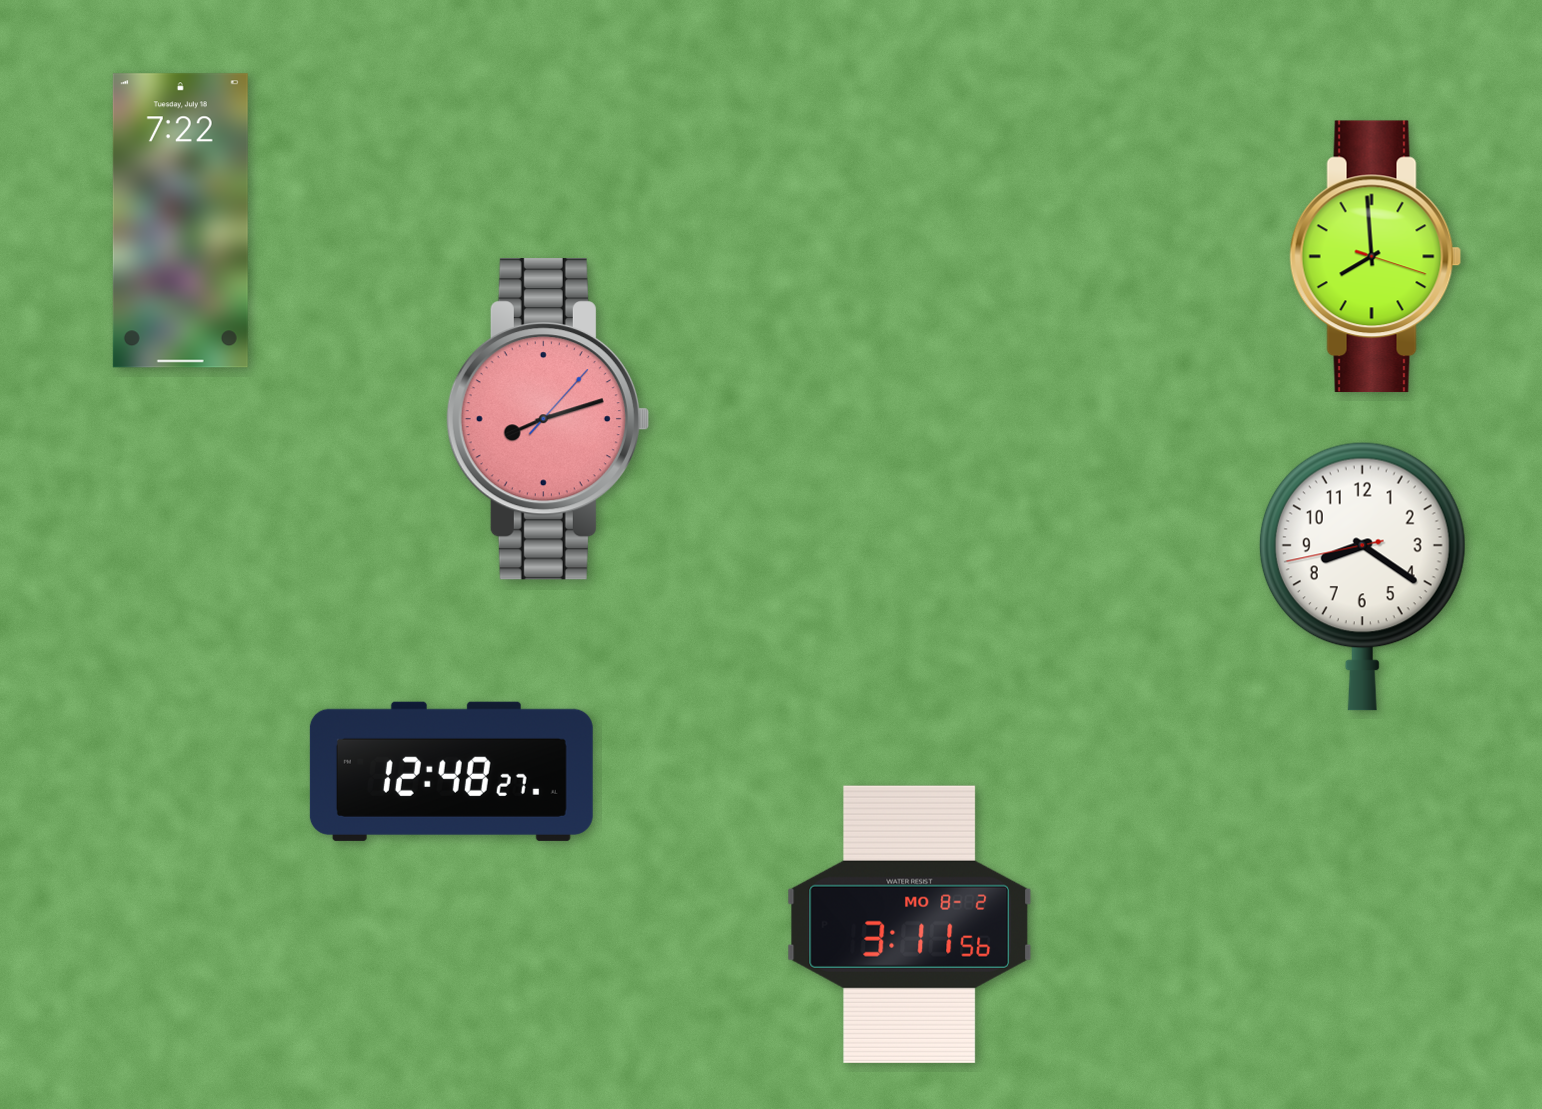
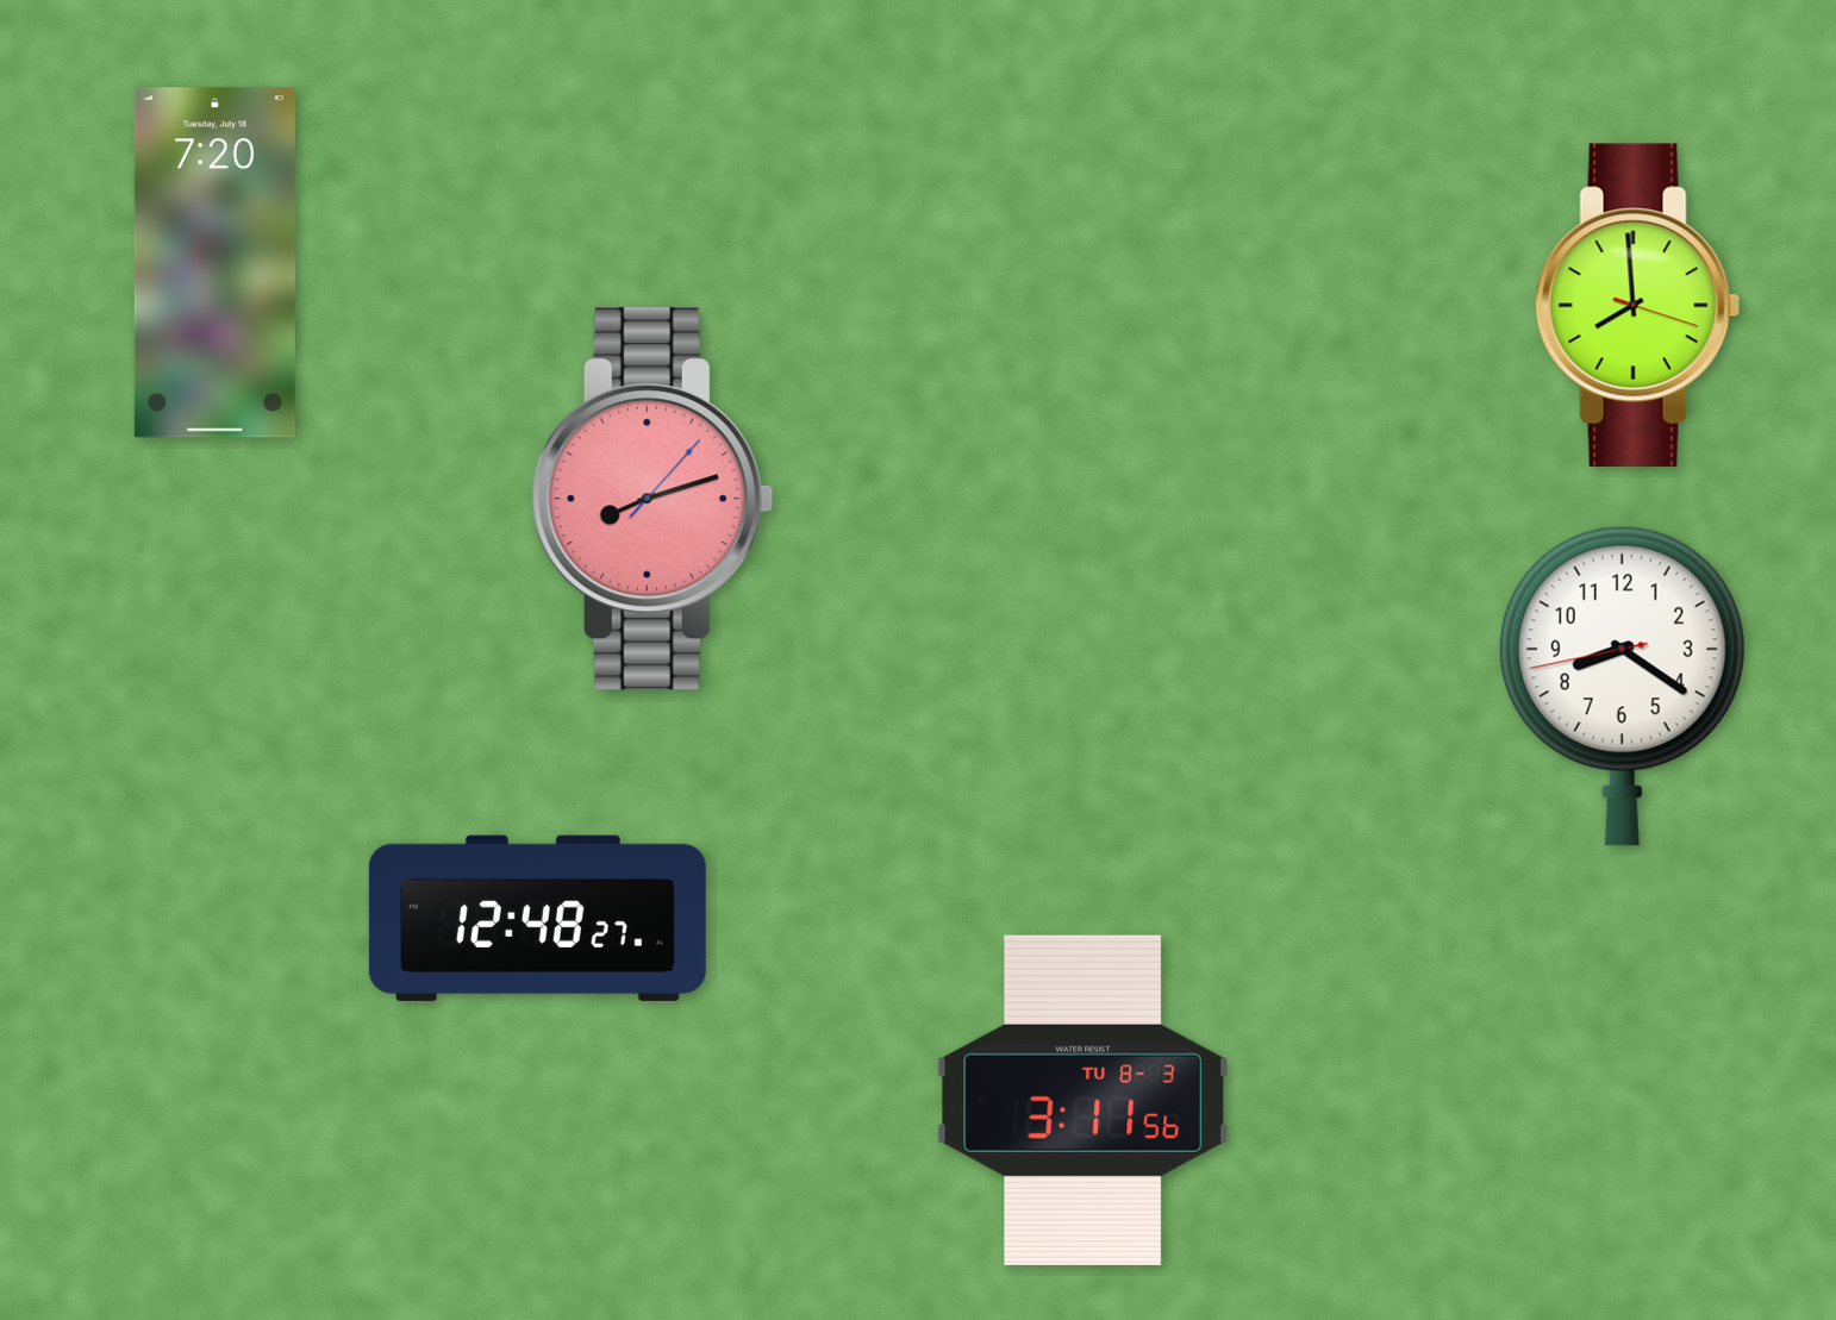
clock at (180, 221): 7:22 -> 7:20
clock at (909, 924) date: MO 8-2 -> TU 8-3
